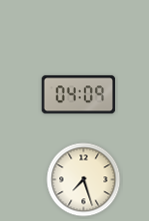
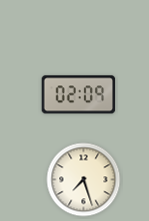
clock at (79, 95): 04:09 -> 02:09
